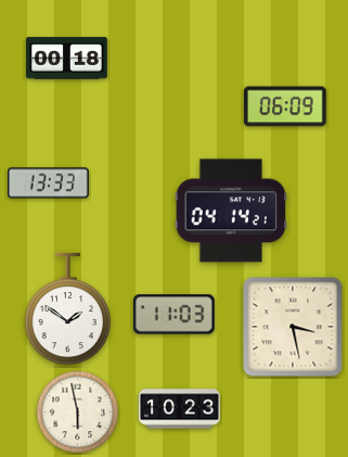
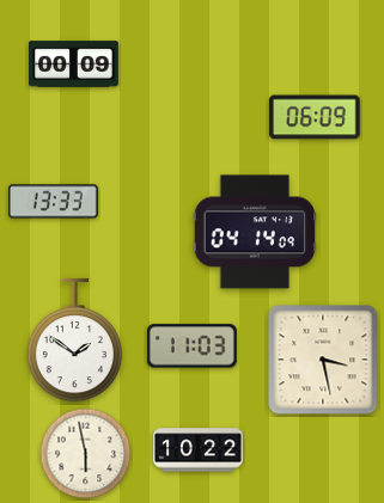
clock at (67, 59): 00:18 -> 00:09
clock at (231, 211): 04:14:21 -> 04:14:09
clock at (180, 409): 10:23 -> 10:22
